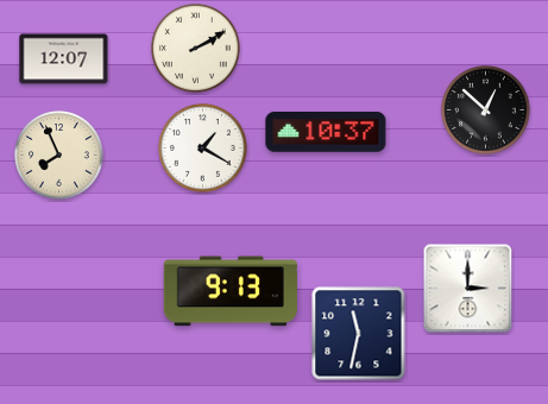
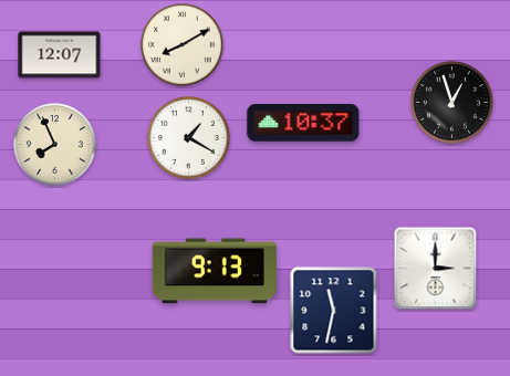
clock at (196, 49): 2:10 -> 8:10
clock at (486, 111): 12:52 -> 12:57
